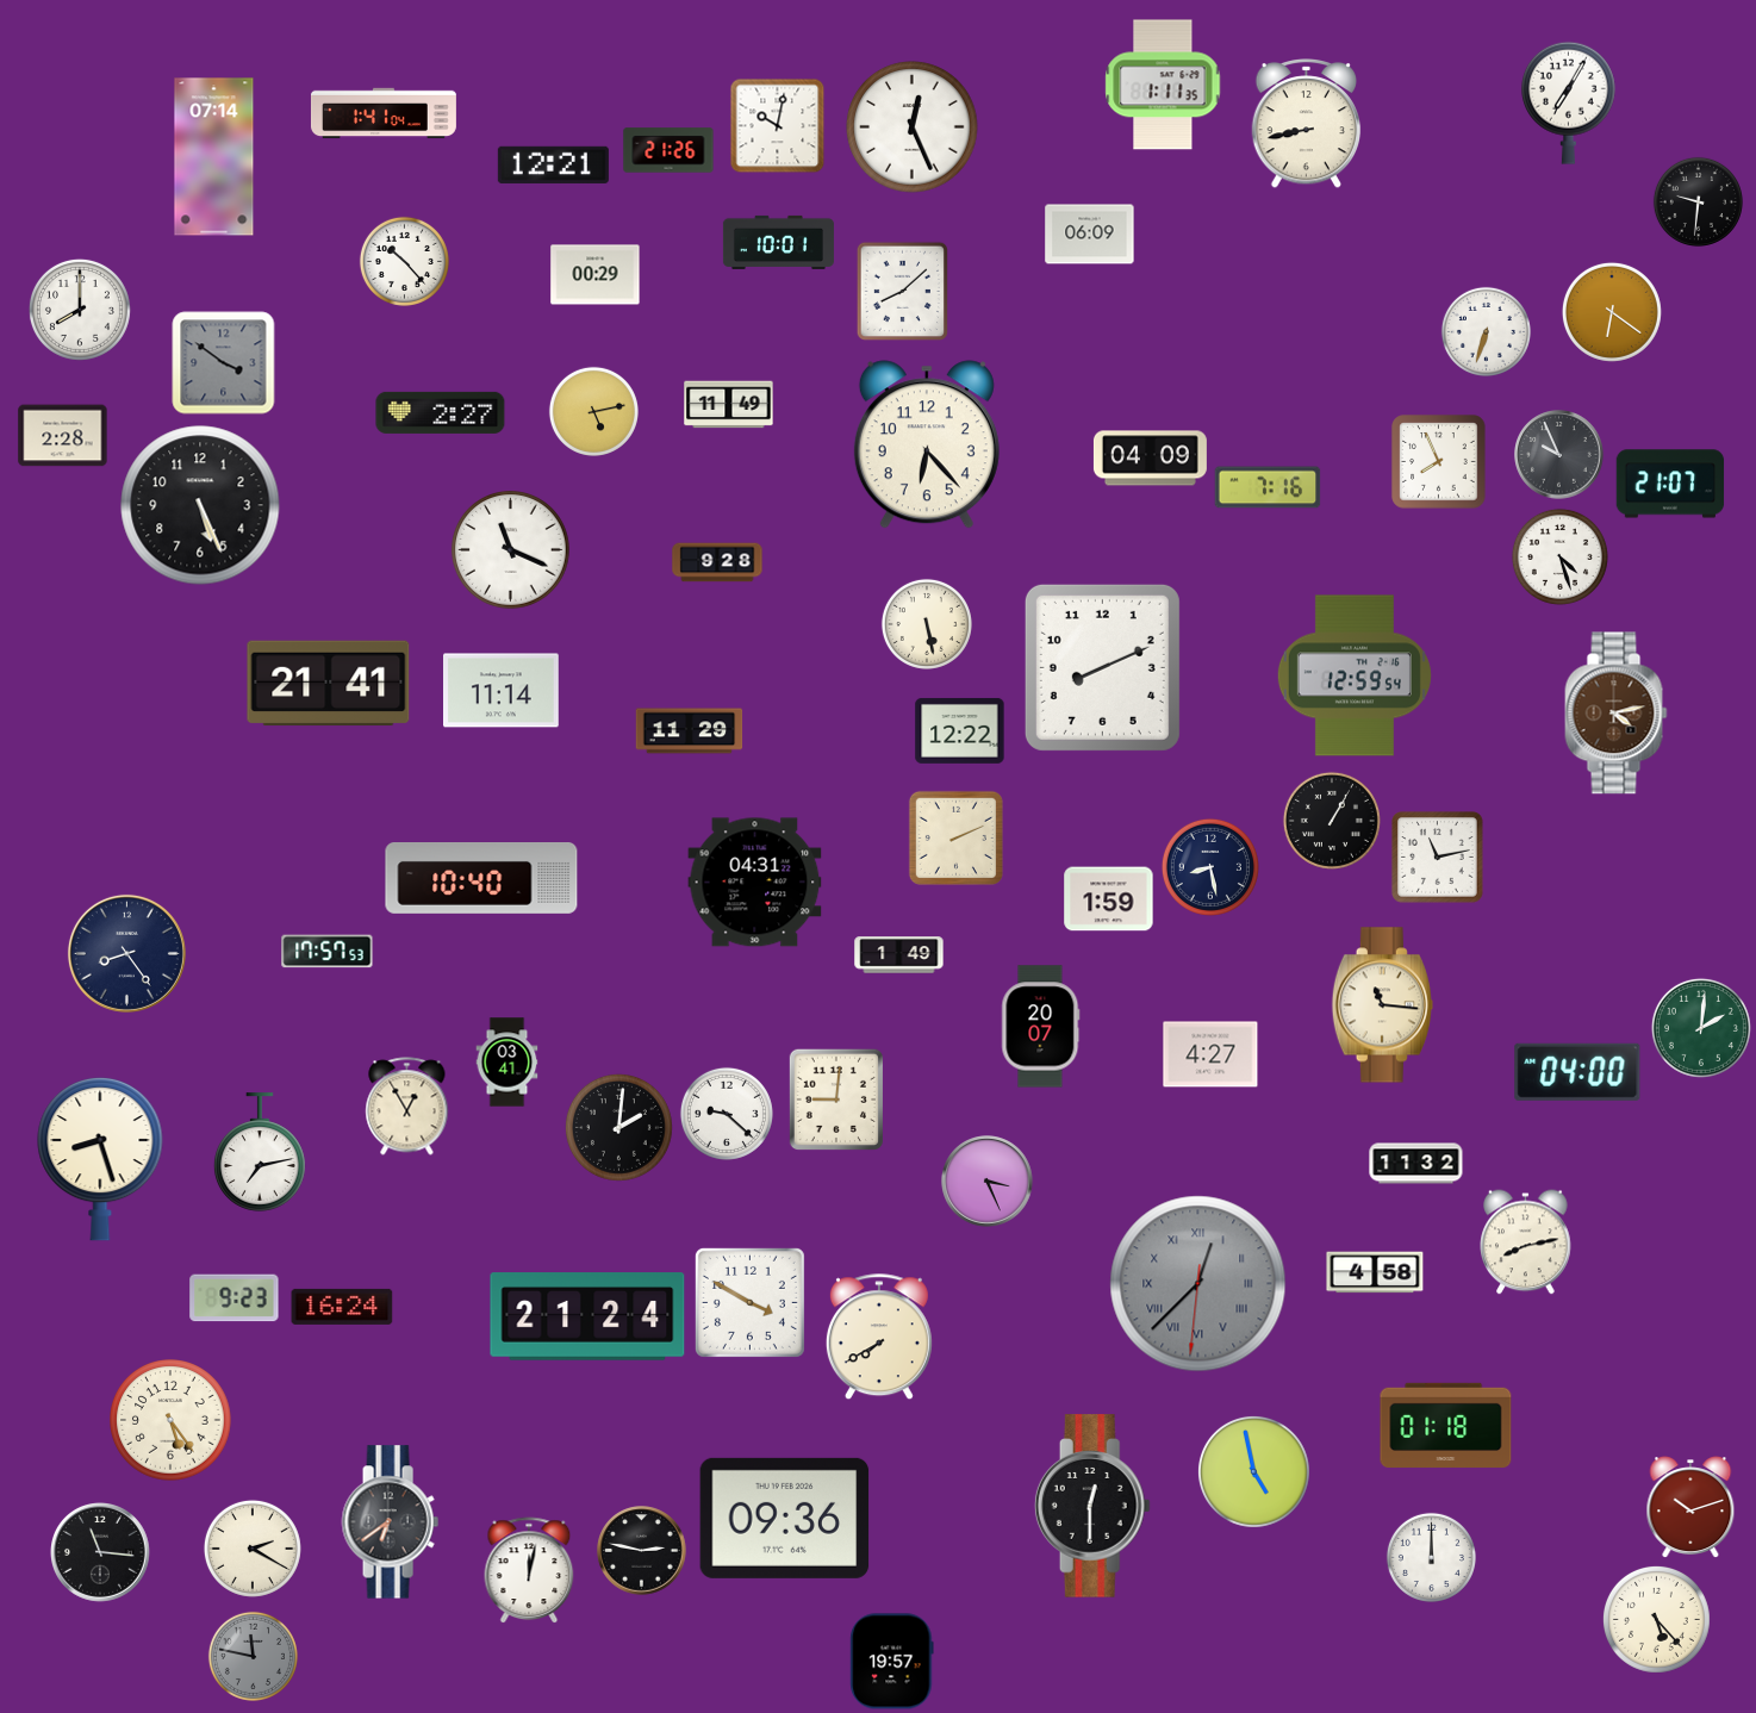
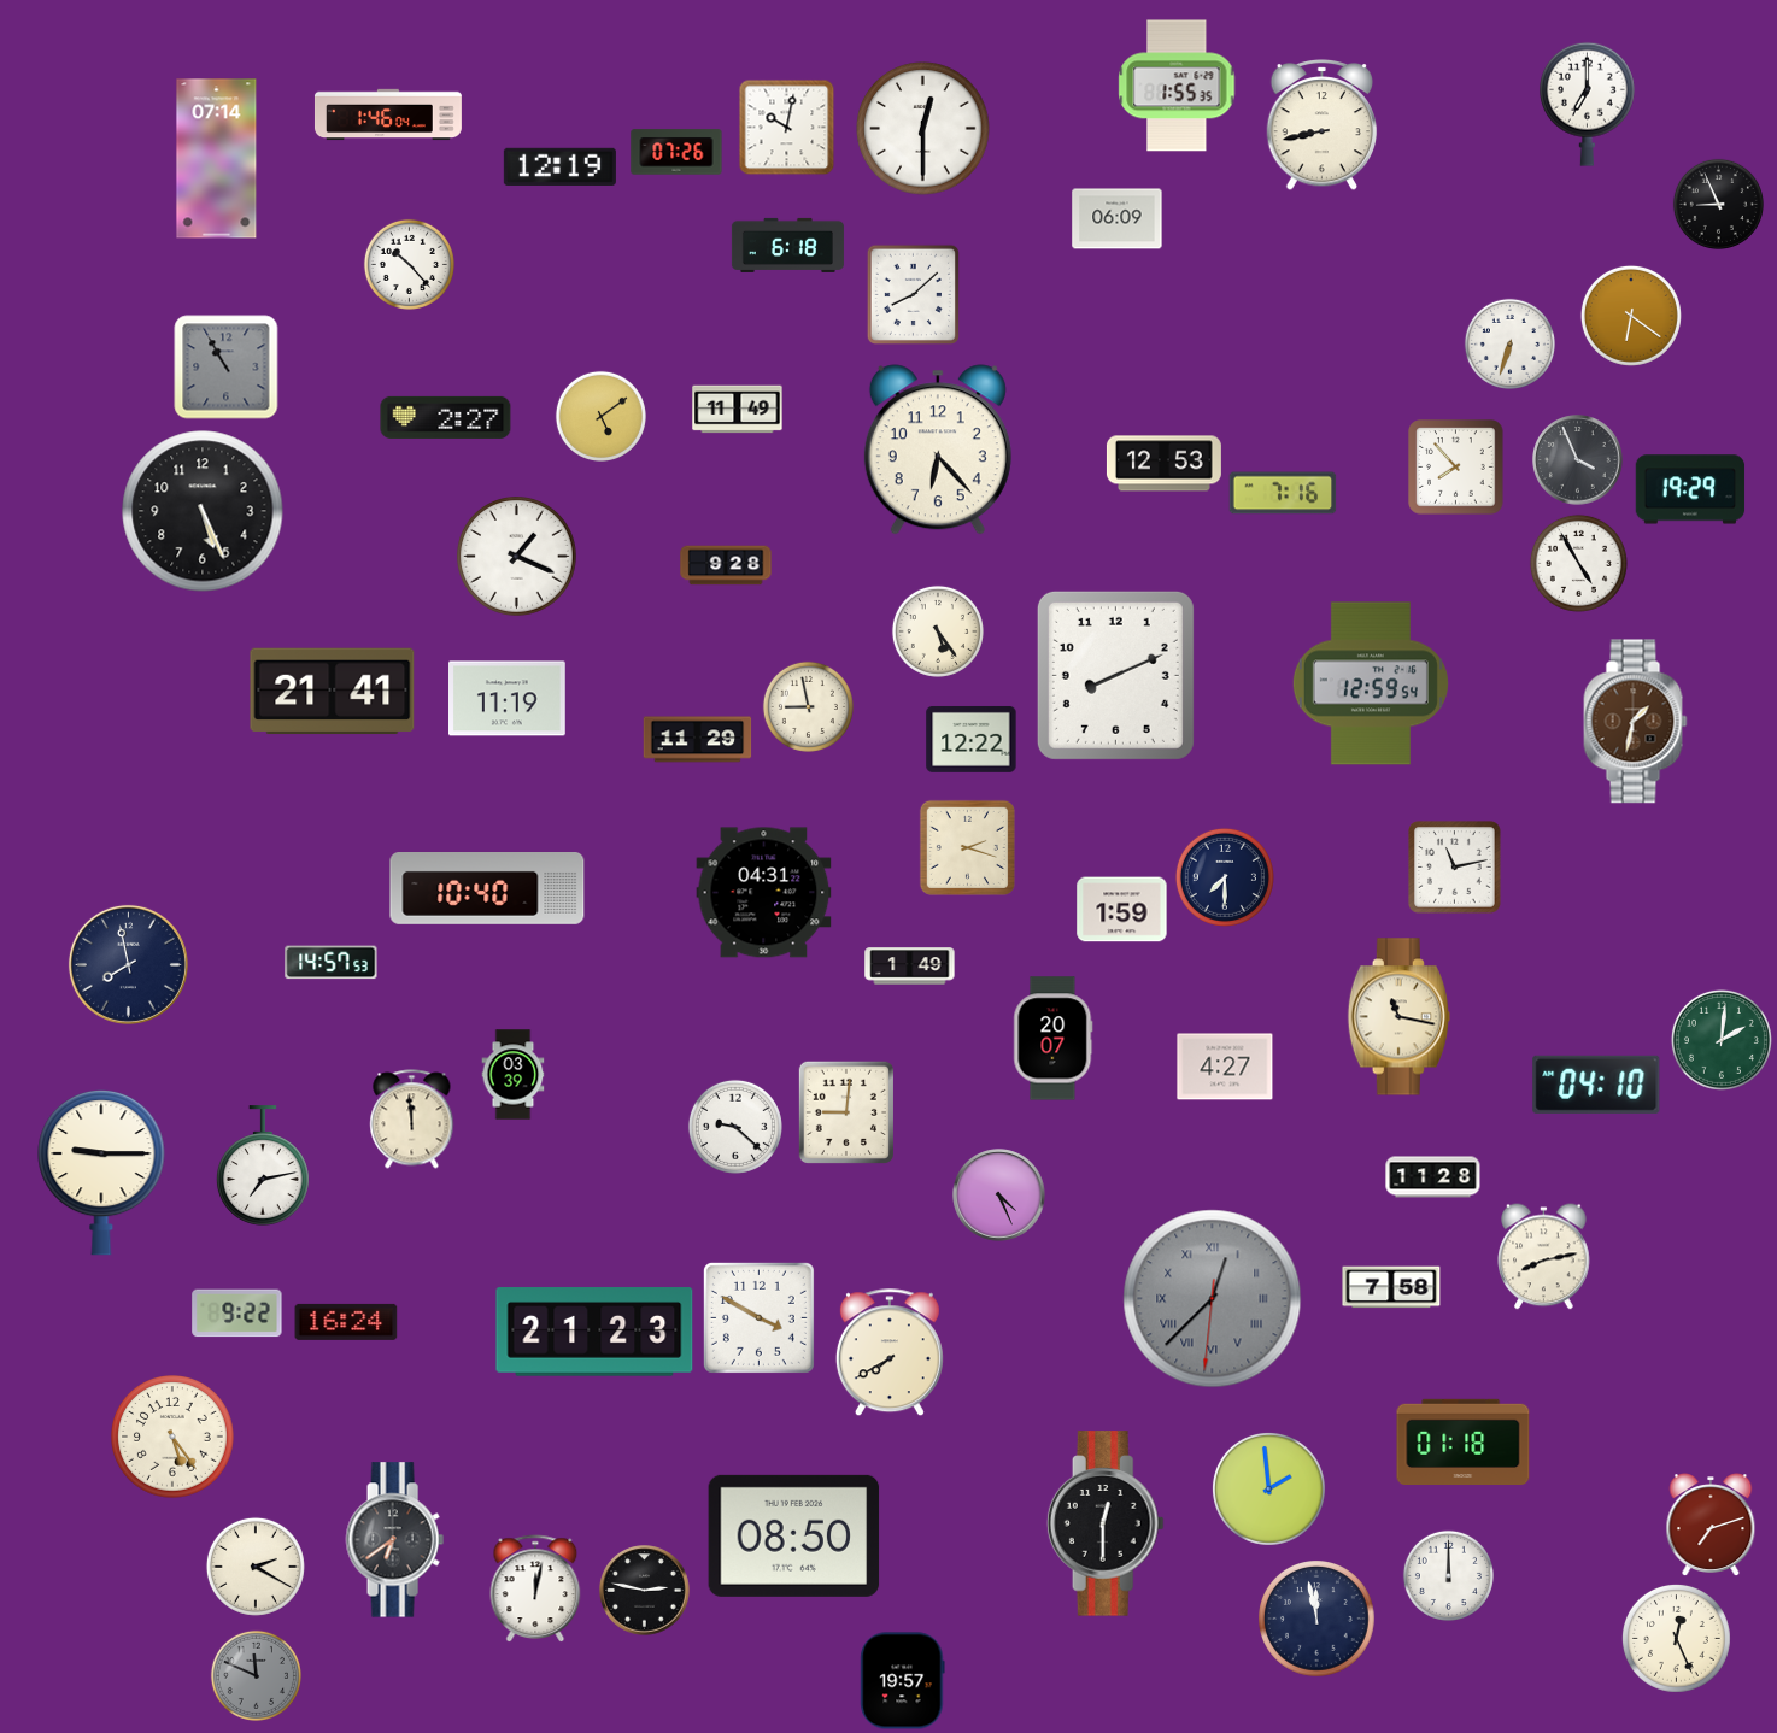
clock at (1163, 85): 1:11 -> 1:55
clock at (1569, 102): 7:05 -> 7:00
clock at (384, 113): 1:41 -> 1:46
clock at (913, 127): 12:26 -> 12:30
clock at (668, 150): 21:26 -> 07:26
clock at (553, 164): 12:21 -> 12:19
clock at (1698, 201): 9:31 -> 8:56
clock at (1090, 235) position: (1090, 235) -> (1118, 219)
clock at (778, 242): 10:01 -> 6:18
clock at (596, 275): 00:29 -> none
clock at (80, 310): 8:00 -> none
clock at (1486, 331) position: (1486, 331) -> (1509, 343)
clock at (224, 363): 3:51 -> 10:55
clock at (593, 411): 5:13 -> 5:09
clock at (63, 436): 2:28 -> none
clock at (1559, 455): 9:56 -> 3:56
clock at (1150, 459): 04:09 -> 12:53
clock at (1439, 462): 7:56 -> 7:53
clock at (1670, 484): 21:07 -> 19:29
clock at (511, 550): 11:19 -> 1:19
clock at (1559, 556): 4:27 -> 4:55
clock at (717, 562) position: (717, 562) -> (726, 565)
clock at (927, 624): 5:28 -> 5:24
clock at (502, 691): 11:14 -> 11:19
clock at (808, 706): none -> 8:58
clock at (1617, 714): 4:13 -> 1:32
clock at (1332, 821): 1:05 -> none
clock at (955, 837): 2:11 -> 2:18
clock at (1210, 867): 8:28 -> 7:30
clock at (328, 952): 17:57 -> 14:57
clock at (126, 953): 8:24 -> 7:58
clock at (1382, 1005): 11:16 -> 11:17
clock at (508, 1063): 03:41 -> 03:39
clock at (1577, 1072): 04:00 -> 04:10
clock at (407, 1107): 12:55 -> 11:59
clock at (618, 1127): 2:01 -> none
clock at (100, 1159): 8:27 -> 9:15
clock at (1416, 1164): 11:32 -> 11:28
clock at (988, 1182): 3:26 -> 4:26
clock at (1375, 1272): 4:58 -> 7:58
clock at (235, 1298): 9:23 -> 9:22
clock at (587, 1316): 21:24 -> 21:23
clock at (1253, 1471): 4:58 -> 1:59
clock at (1690, 1507): 10:12 -> 7:12
clock at (785, 1518): 09:36 -> 08:50
clock at (642, 1551) position: (642, 1551) -> (645, 1591)
clock at (101, 1553): 11:16 -> none
clock at (1318, 1620): none -> 11:58
clock at (1656, 1619): 5:23 -> 12:26
clock at (253, 1656): 11:47 -> 11:49
